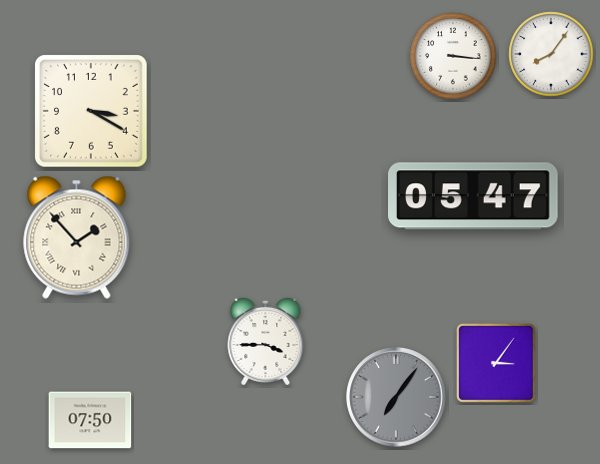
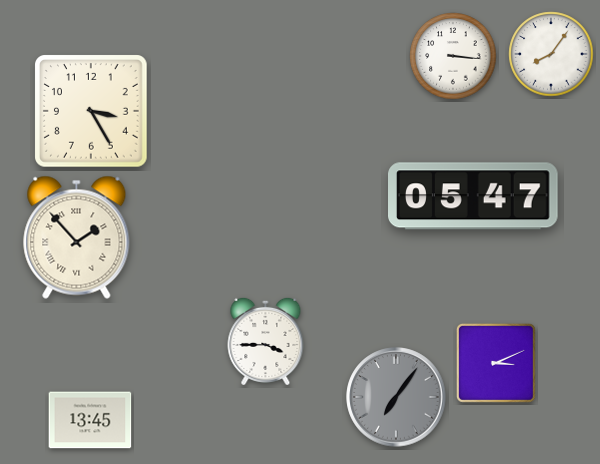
clock at (91, 111): 3:20 -> 3:25
clock at (496, 363): 3:06 -> 3:11
clock at (90, 420): 07:50 -> 13:45
